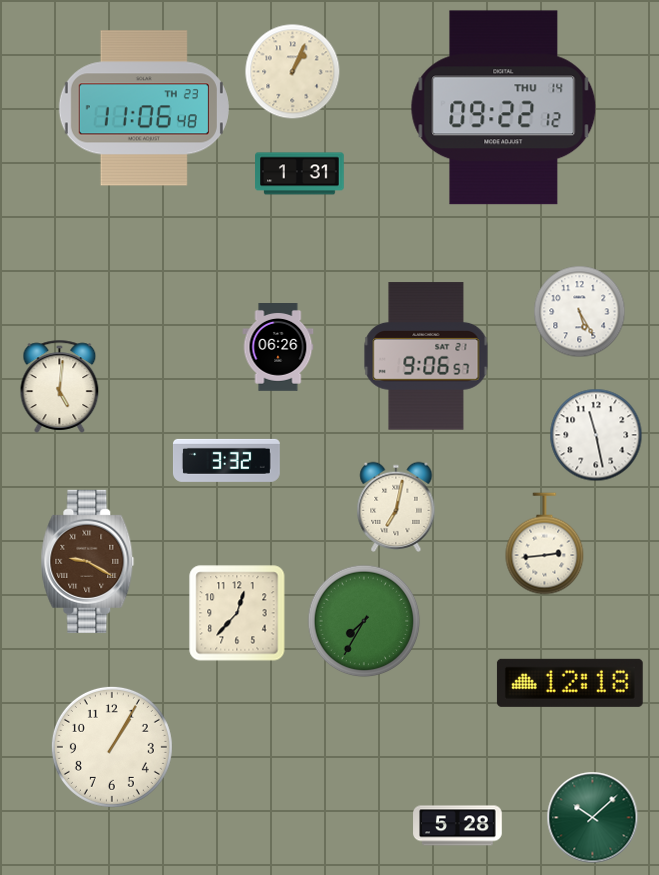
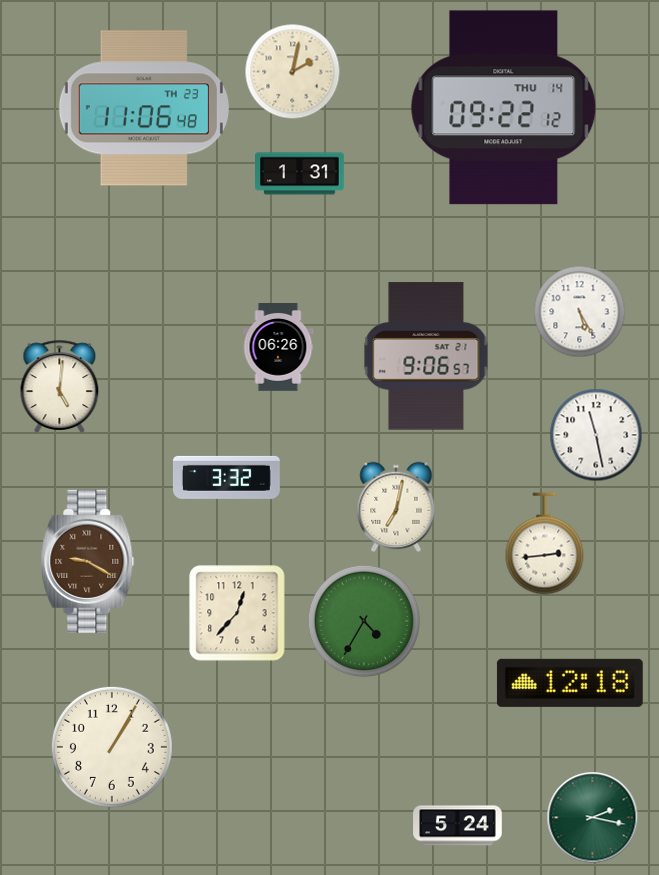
clock at (293, 72): 1:04 -> 2:02
clock at (226, 460) position: (226, 460) -> (226, 477)
clock at (364, 621): 7:35 -> 4:35
clock at (593, 818): 10:08 -> 2:17
clock at (458, 826): 5:28 -> 5:24
